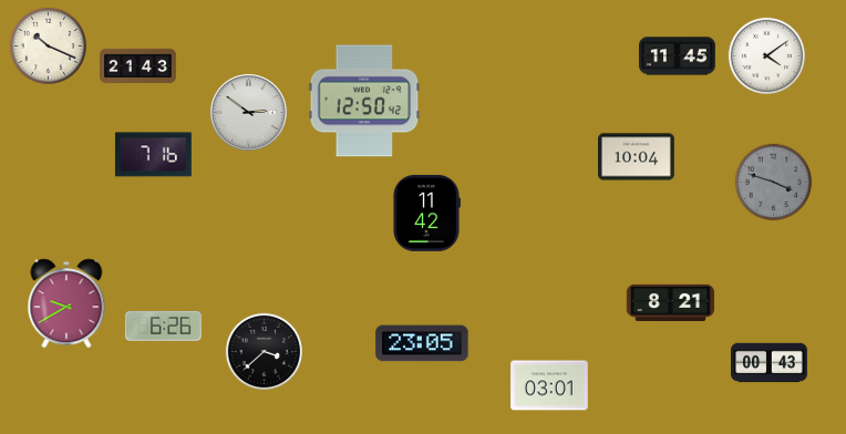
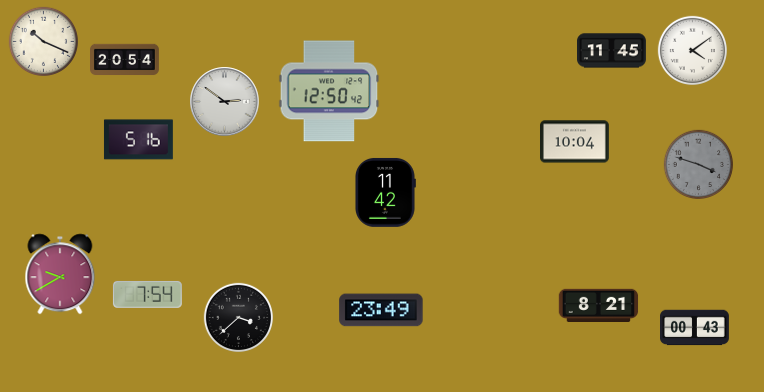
clock at (138, 66): 21:43 -> 20:54
clock at (153, 155): 7:16 -> 5:16
clock at (671, 302) position: (671, 302) -> (599, 305)
clock at (163, 325): 6:26 -> 7:54
clock at (422, 343): 23:05 -> 23:49
clock at (549, 385): 03:01 -> none
